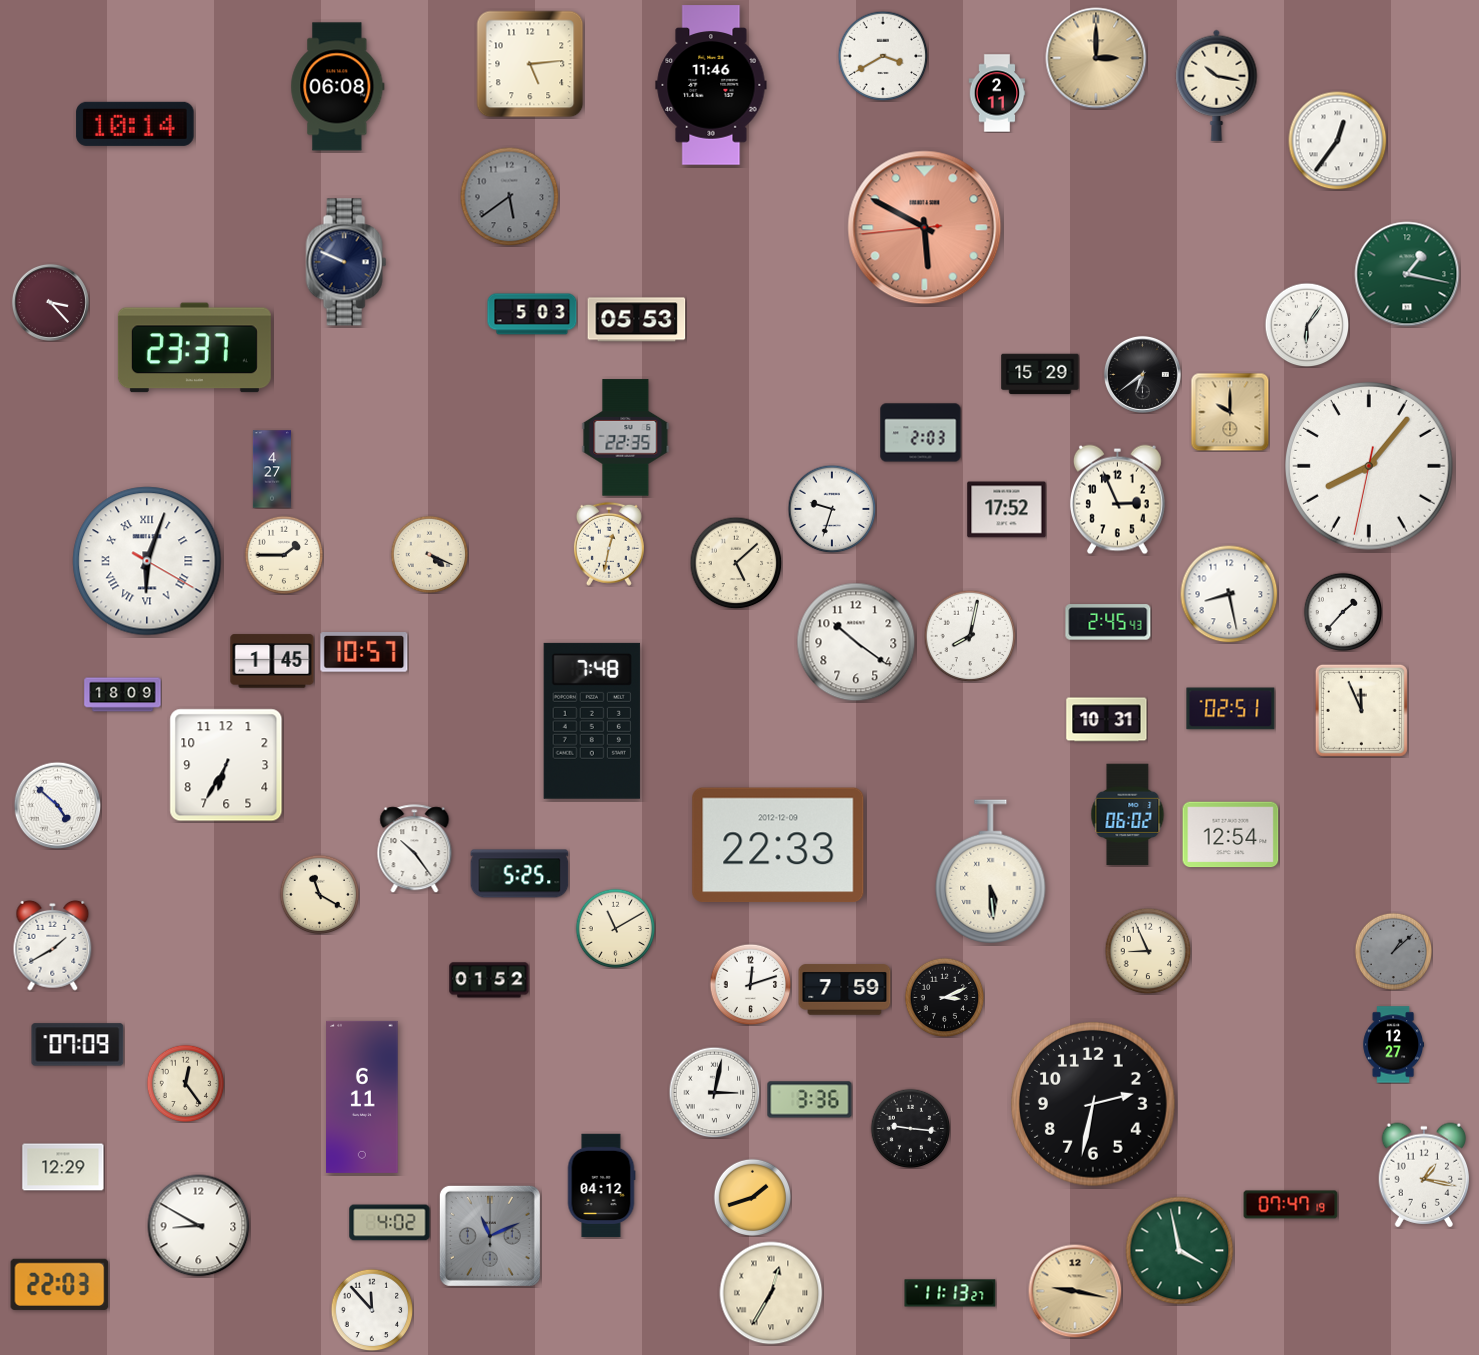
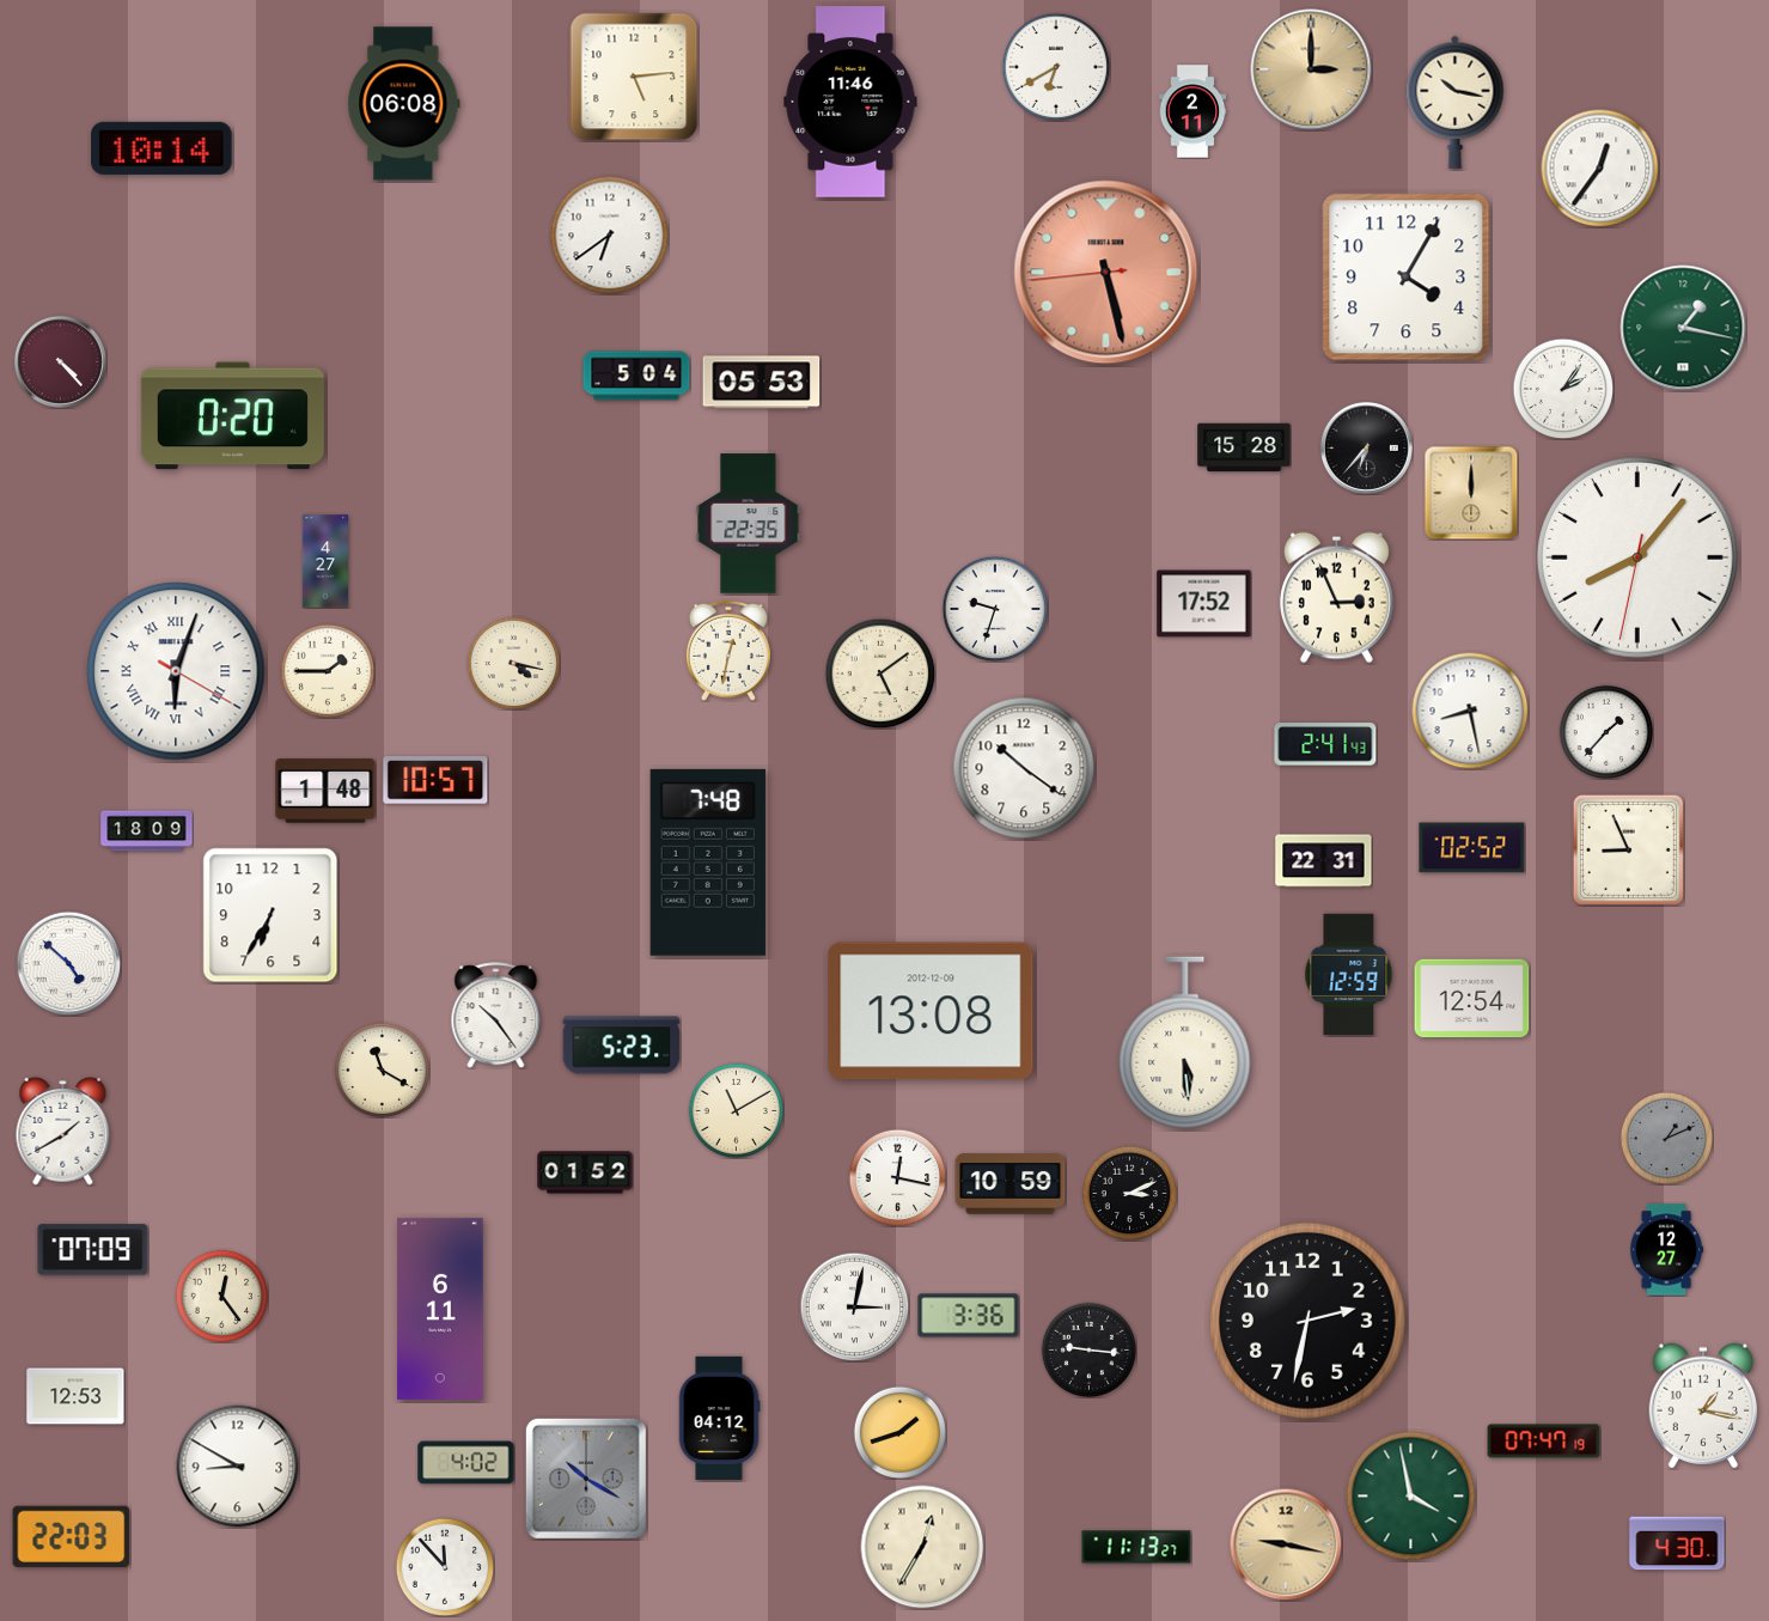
clock at (883, 56): 3:40 -> 6:40
clock at (510, 197): 5:39 -> 6:39
clock at (510, 197) dial: grey -> white
clock at (925, 228): 5:49 -> 5:27
clock at (1407, 278): none -> 4:05
clock at (346, 262): 9:49 -> none
clock at (50, 302): 3:23 -> 4:23
clock at (532, 314): 5:03 -> 5:04
clock at (1307, 325): 6:06 -> 2:06
clock at (194, 348): 23:37 -> 0:20
clock at (1040, 374): 15:29 -> 15:28
clock at (1142, 374): 6:39 -> 6:37
clock at (1230, 412): 10:00 -> 12:00
clock at (921, 433): 2:03 -> none
clock at (1007, 510) position: (1007, 510) -> (1204, 604)
clock at (429, 554): 4:19 -> 4:17
clock at (284, 555) position: (284, 555) -> (328, 671)
clock at (736, 563): 5:08 -> 5:09
clock at (1108, 622): 2:45 -> 2:41
clock at (970, 636): 8:02 -> none
clock at (272, 661): 1:45 -> 1:48
clock at (1231, 709): 02:51 -> 02:52
clock at (1361, 710): 11:56 -> 8:56
clock at (1107, 720): 10:31 -> 22:31
clock at (1128, 815): 06:02 -> 12:59
clock at (778, 845): 22:33 -> 13:08
clock at (520, 874): 5:25 -> 5:23
clock at (1148, 951): 8:56 -> none
clock at (1393, 951): 1:08 -> 1:11
clock at (750, 984): 12:12 -> 12:17
clock at (845, 990): 7:59 -> 10:59
clock at (362, 1097) position: (362, 1097) -> (440, 1309)
clock at (63, 1167): 12:29 -> 12:53
clock at (490, 1236): 11:11 -> 10:20
clock at (1677, 1543): none -> 4:30
